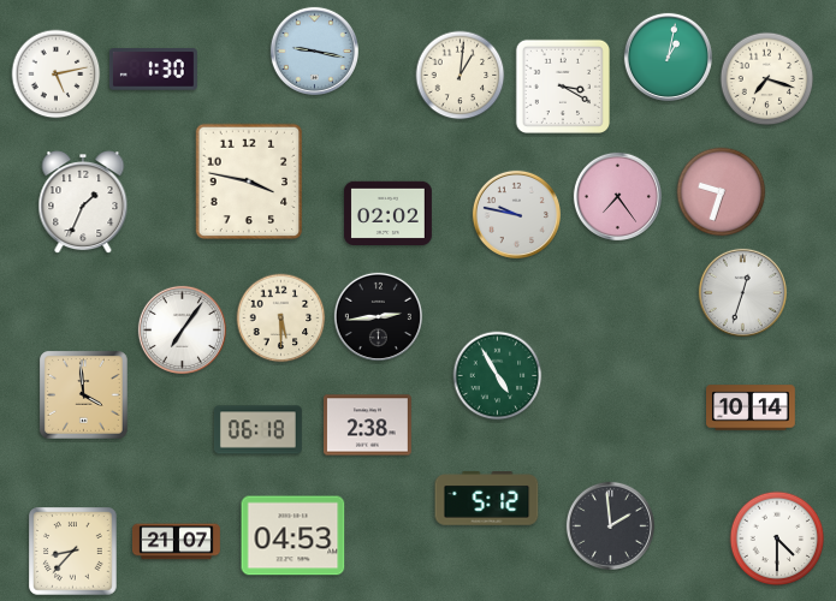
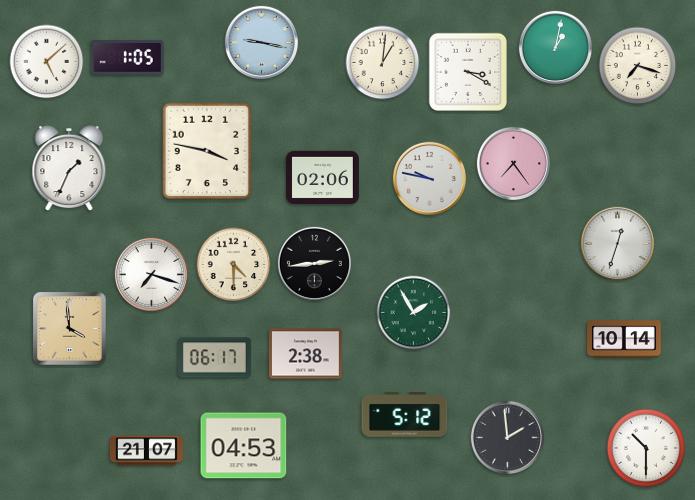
clock at (153, 70): 1:30 -> 1:05
clock at (57, 75): 5:13 -> 5:08
clock at (722, 192): 9:33 -> none
clock at (387, 214): 02:02 -> 02:06
clock at (281, 319): 5:30 -> 4:30
clock at (182, 329): 7:06 -> 7:18
clock at (498, 376): 4:55 -> 1:55
clock at (257, 430): 06:18 -> 06:17
clock at (777, 538): 4:30 -> 10:30
clock at (73, 552): 8:37 -> none
